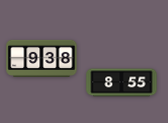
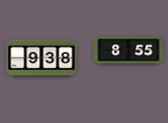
clock at (122, 83) position: (122, 83) -> (129, 51)
